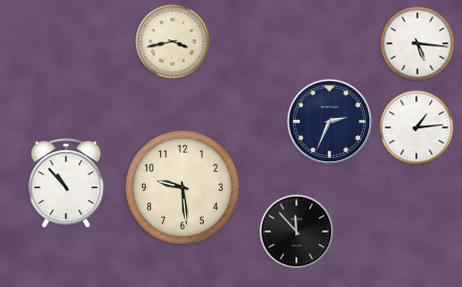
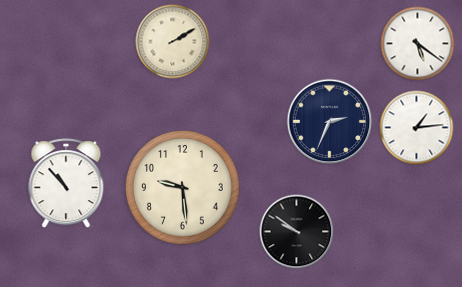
clock at (173, 42): 3:43 -> 2:10
clock at (418, 44): 5:16 -> 5:21
clock at (297, 232): 11:53 -> 9:51
